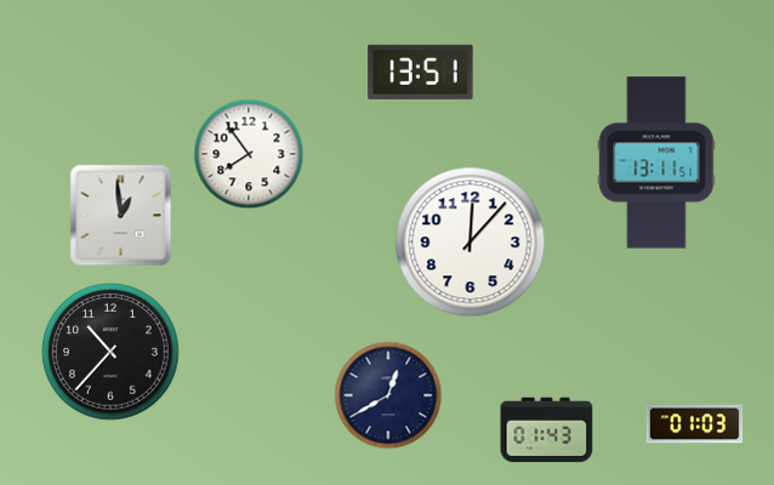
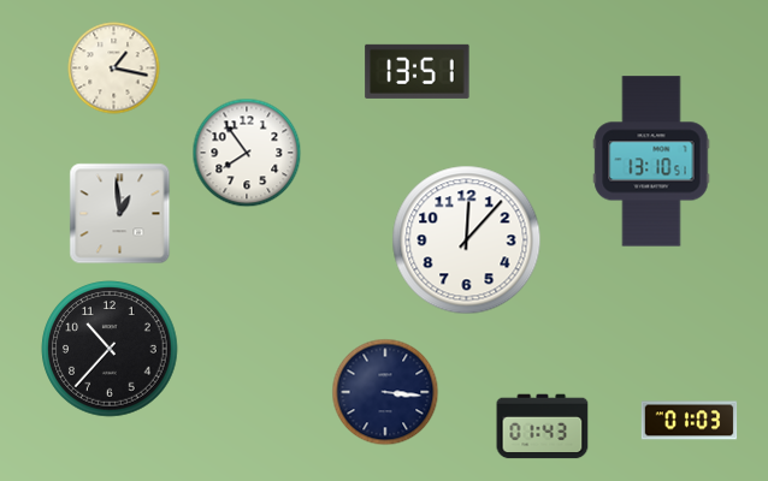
clock at (114, 69): none -> 1:17
clock at (656, 162): 13:11 -> 13:10
clock at (388, 395): 12:40 -> 3:16
